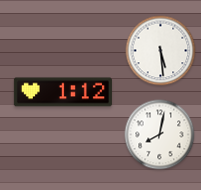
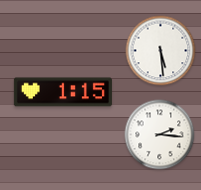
clock at (63, 92): 1:12 -> 1:15
clock at (160, 135): 8:02 -> 2:16
